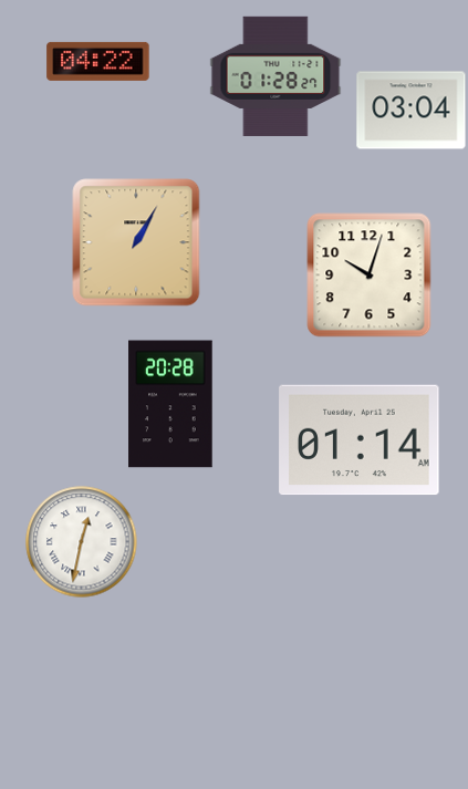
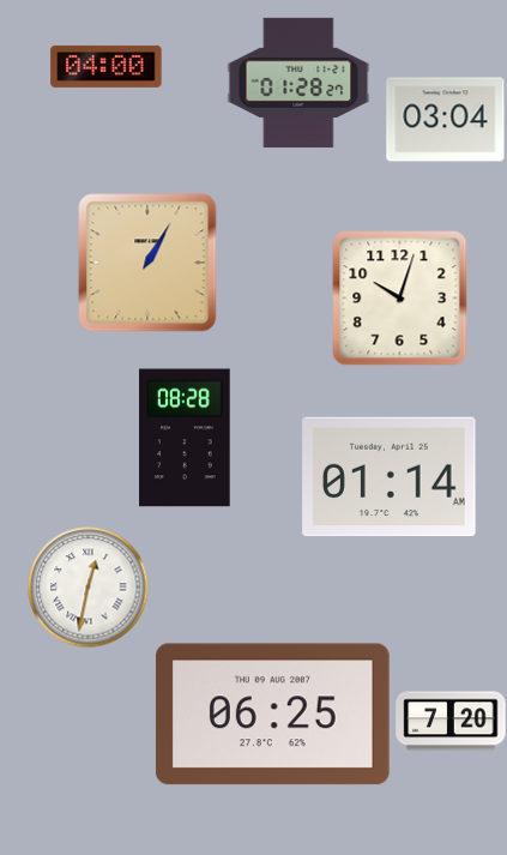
clock at (98, 61): 04:22 -> 04:00
clock at (170, 404): 20:28 -> 08:28
clock at (272, 715): none -> 06:25
clock at (451, 721): none -> 7:20
